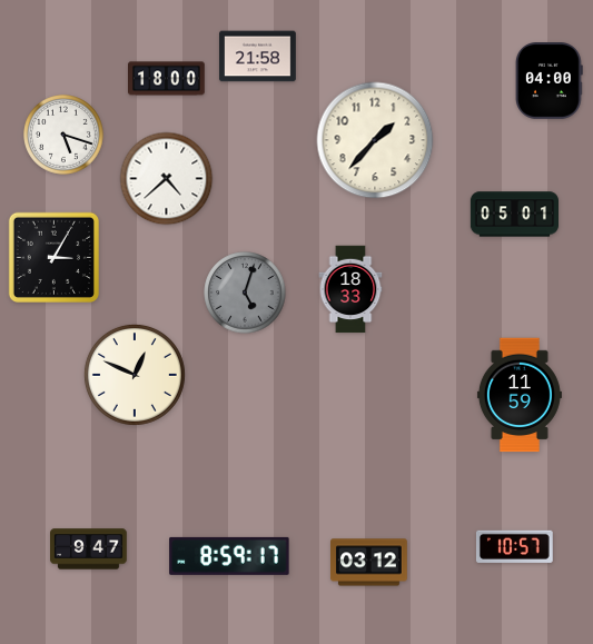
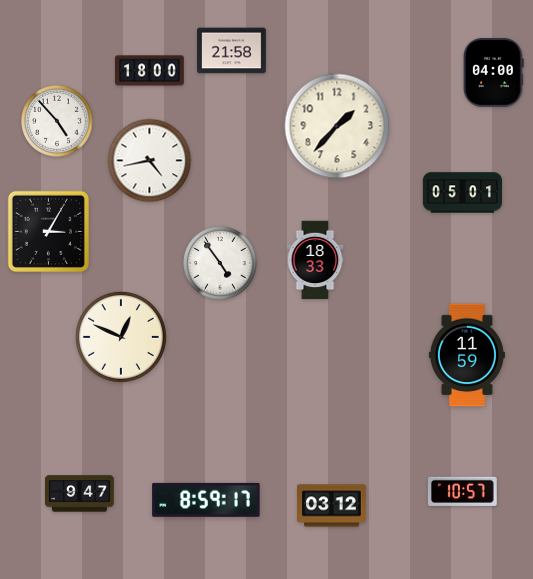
clock at (65, 136): 5:18 -> 4:53
clock at (167, 179): 4:38 -> 4:43
clock at (245, 293): 5:03 -> 4:54
clock at (245, 293) dial: grey -> white
